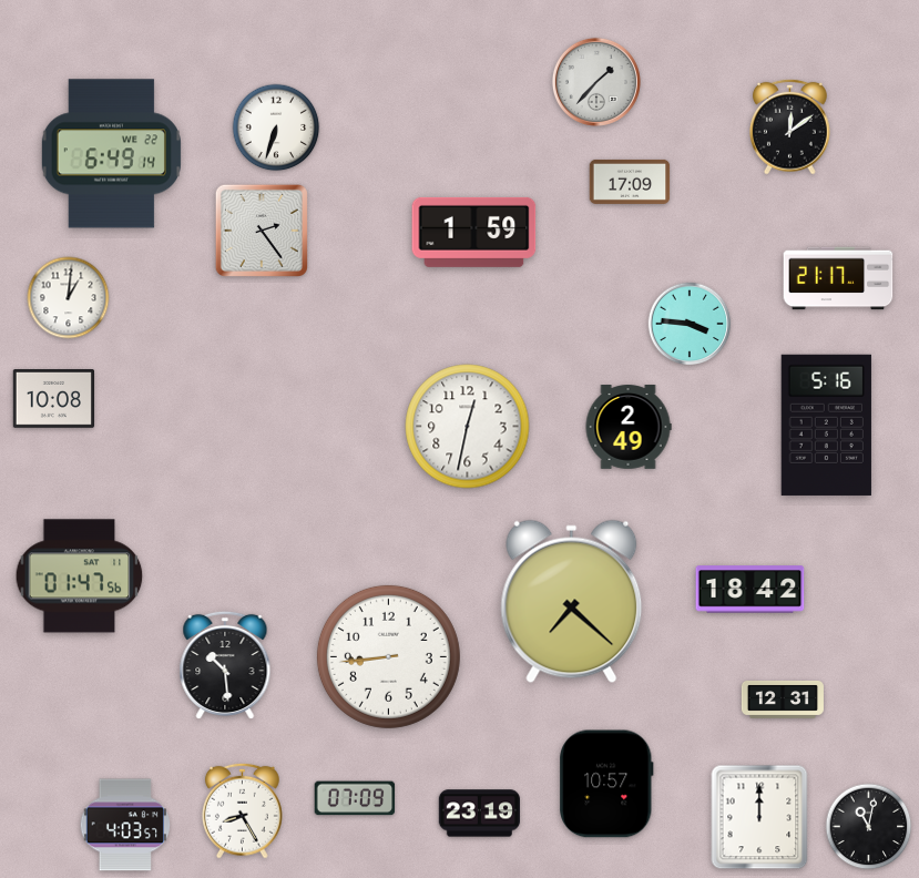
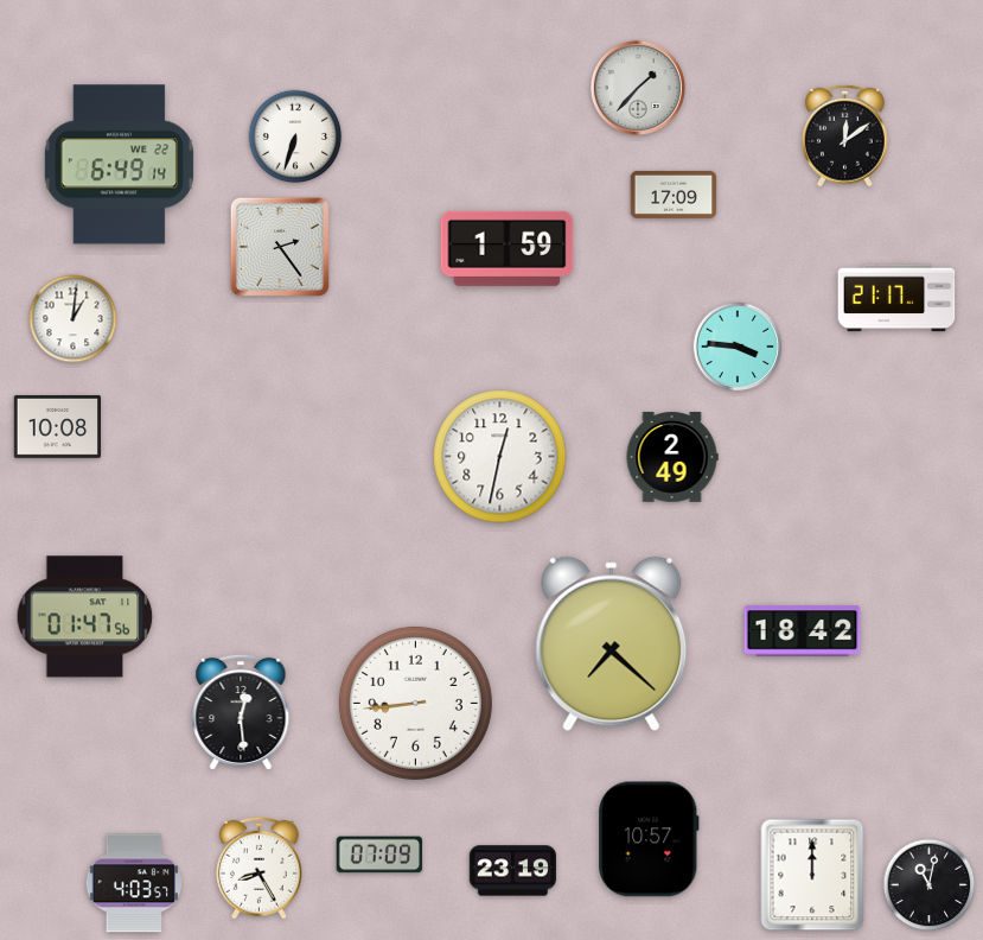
clock at (826, 425): 5:16 -> none
clock at (225, 665): 10:29 -> 12:29
clock at (783, 700): 12:31 -> none
